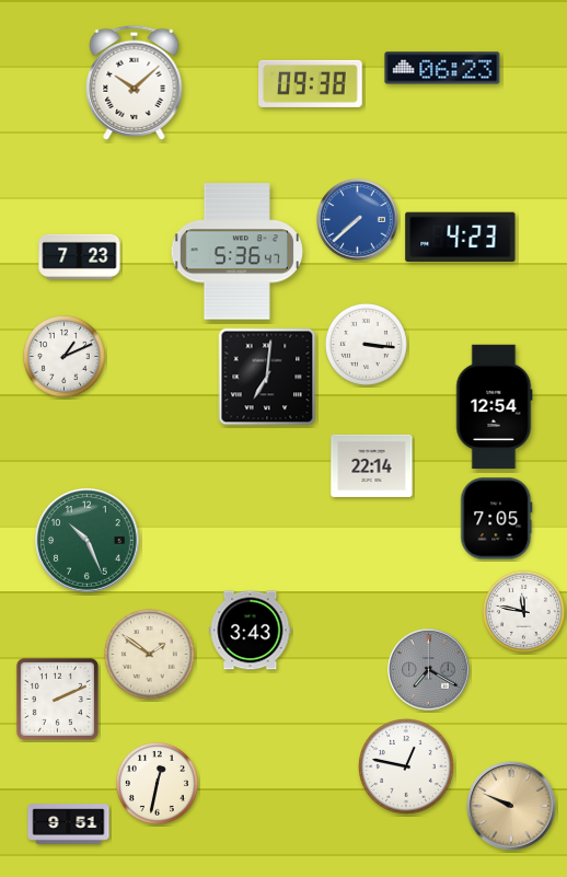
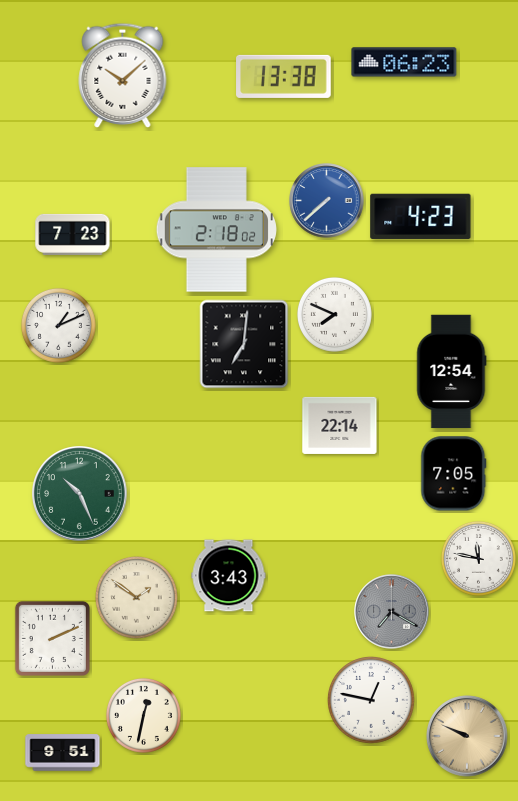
clock at (311, 83): 09:38 -> 13:38
clock at (236, 252): 5:36 -> 2:18
clock at (366, 344): 3:16 -> 7:49
